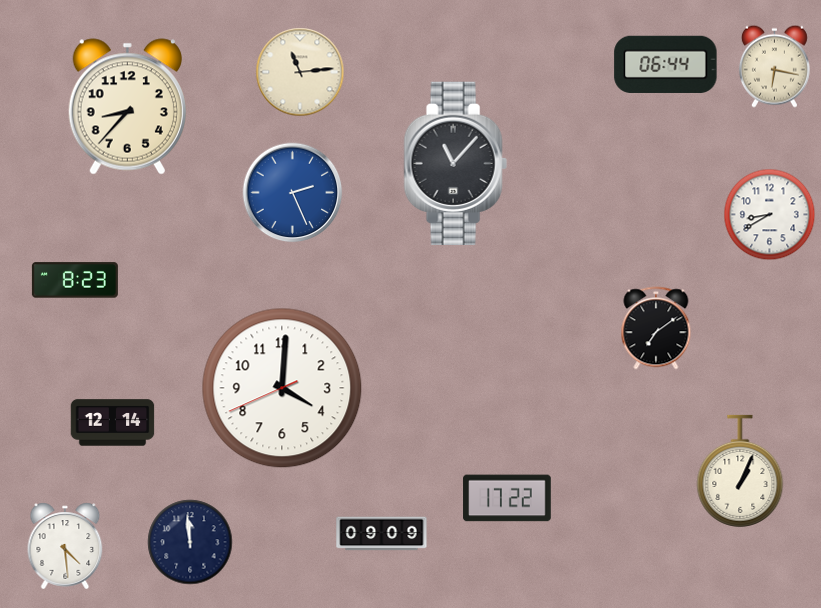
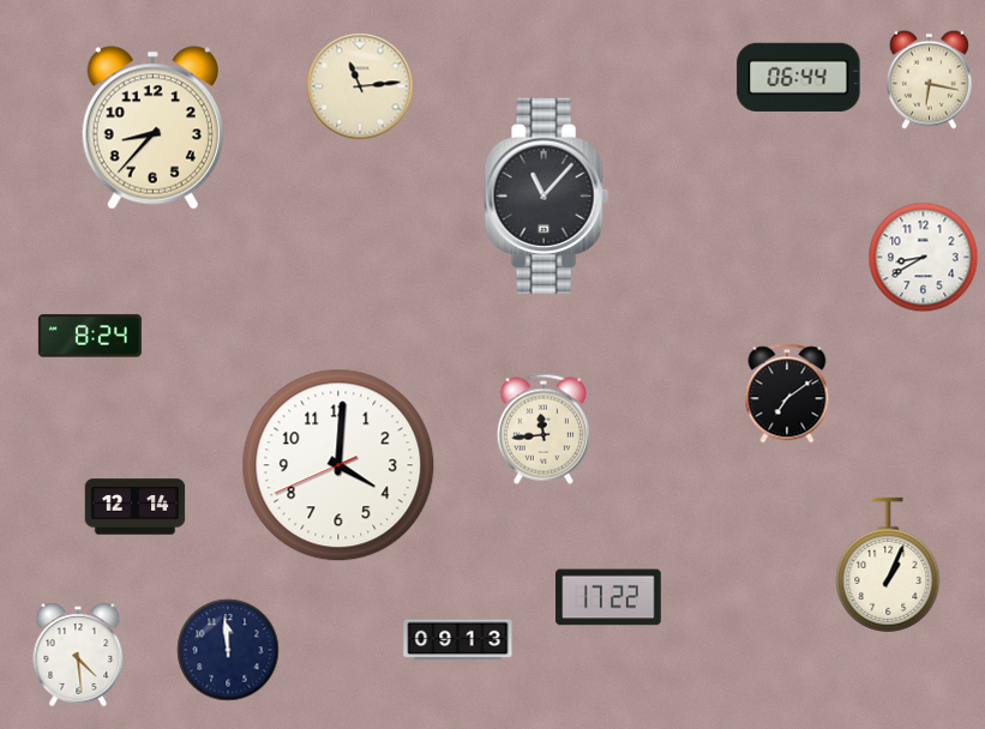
clock at (293, 193): 2:26 -> none
clock at (75, 280): 8:23 -> 8:24
clock at (543, 429): none -> 11:44
clock at (382, 534): 09:09 -> 09:13
